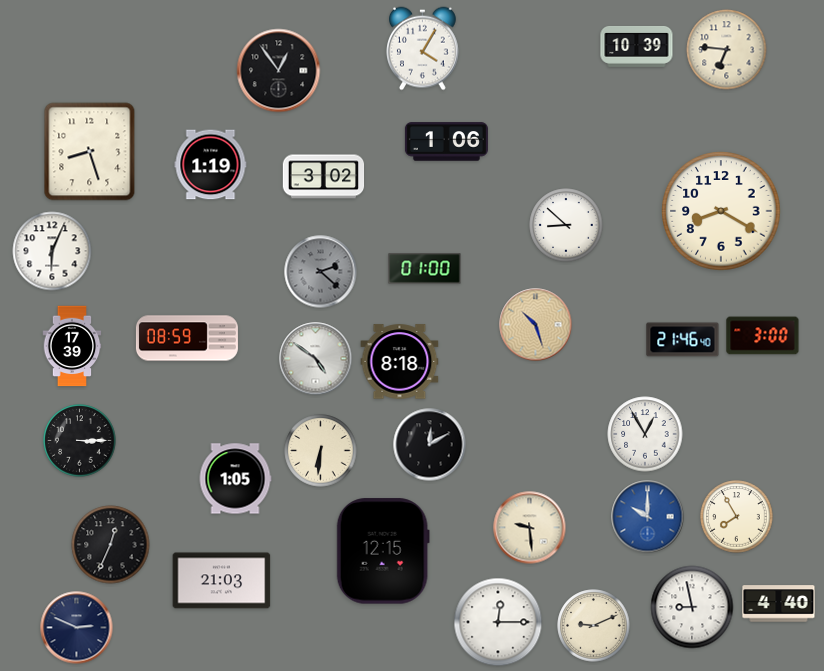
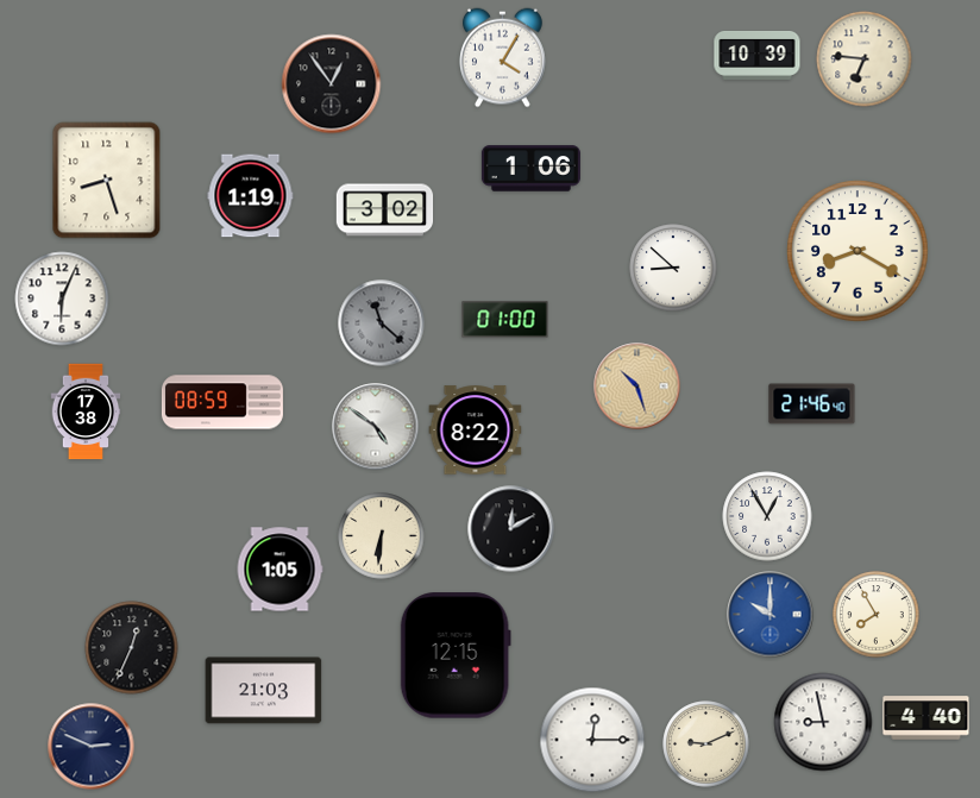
clock at (321, 272): 2:22 -> 11:22
clock at (763, 336): 3:00 -> none
clock at (72, 346): 17:39 -> 17:38
clock at (400, 362): 8:18 -> 8:22
clock at (80, 441): 3:15 -> none
clock at (530, 528): 9:29 -> none
